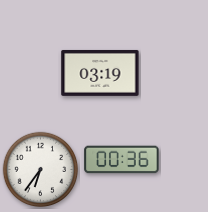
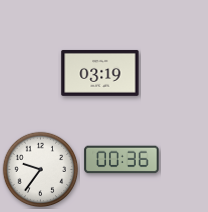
clock at (41, 170): 6:36 -> 9:36
